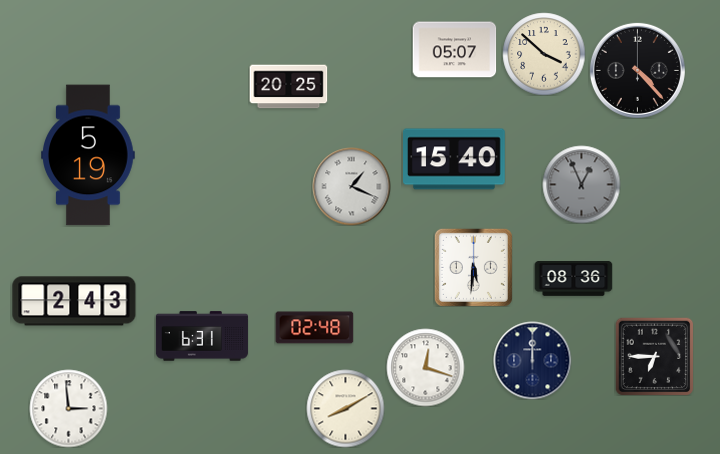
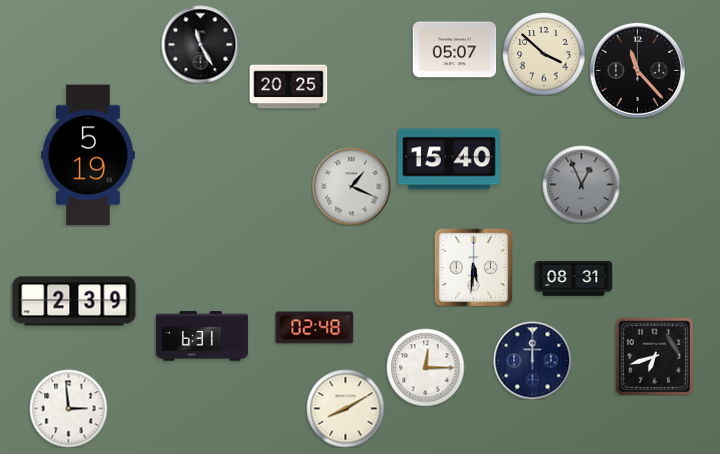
clock at (200, 44): none -> 11:25
clock at (637, 70): 4:23 -> 11:23
clock at (455, 159) position: (455, 159) -> (450, 159)
clock at (573, 279): 08:36 -> 08:31
clock at (74, 301): 2:43 -> 2:39
clock at (654, 356): 6:45 -> 6:42
clock at (425, 367): 12:18 -> 12:15
